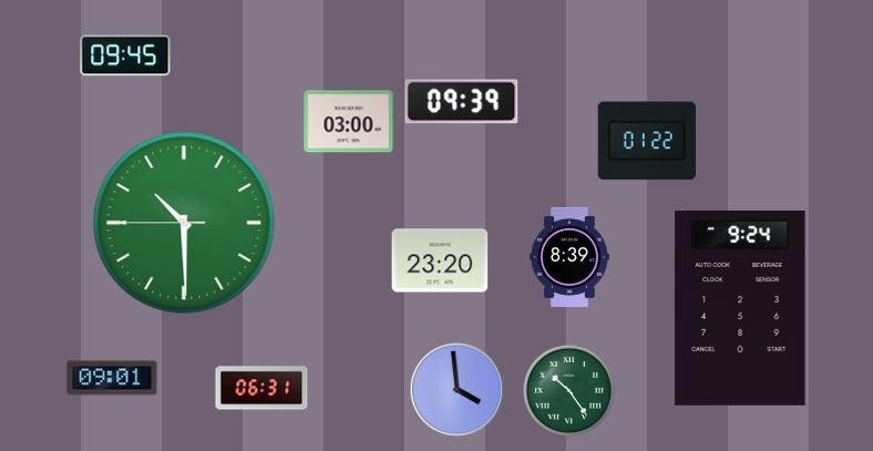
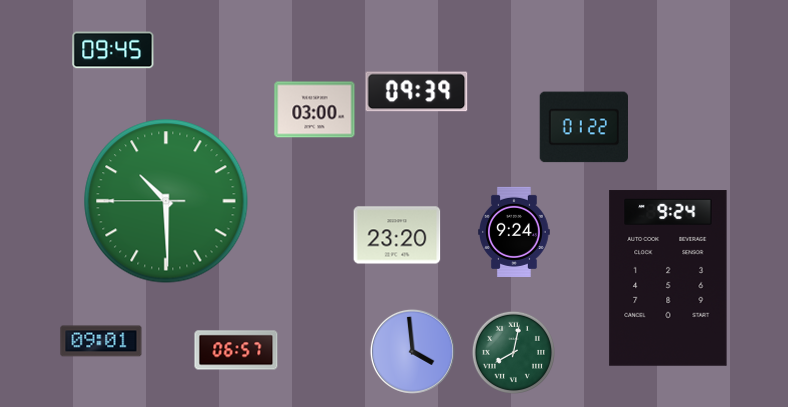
clock at (569, 257): 8:39 -> 9:24
clock at (261, 388): 06:31 -> 06:57
clock at (568, 390): 10:24 -> 8:02
